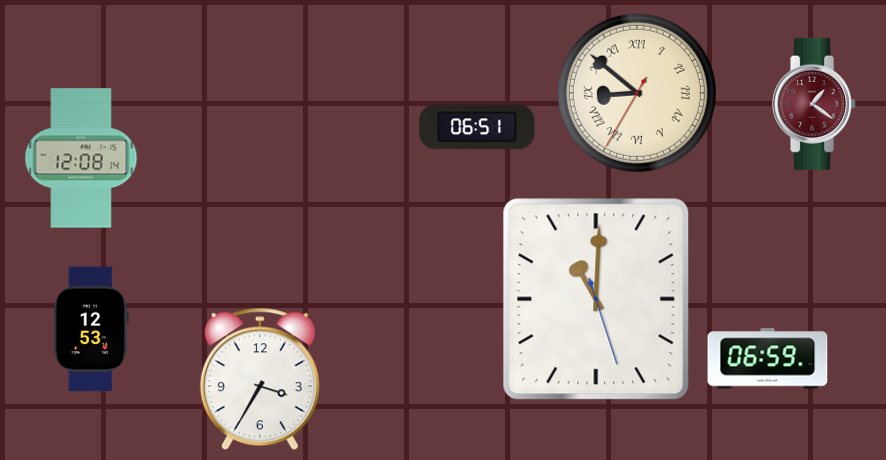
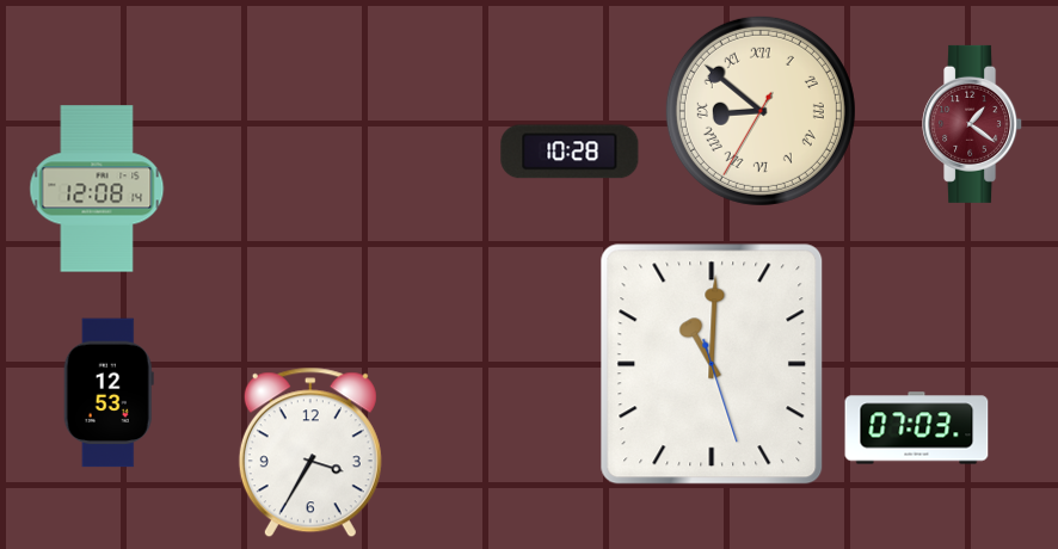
clock at (477, 127): 06:51 -> 10:28
clock at (596, 299) position: (596, 299) -> (712, 364)
clock at (768, 359): 06:59 -> 07:03
